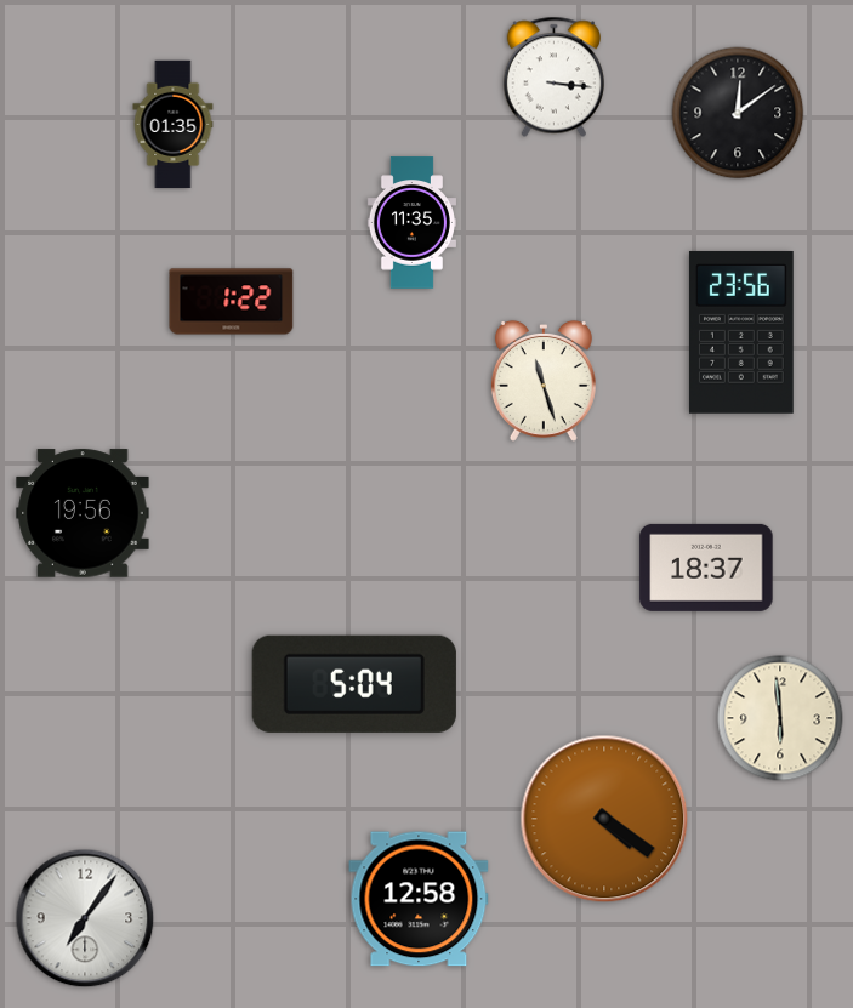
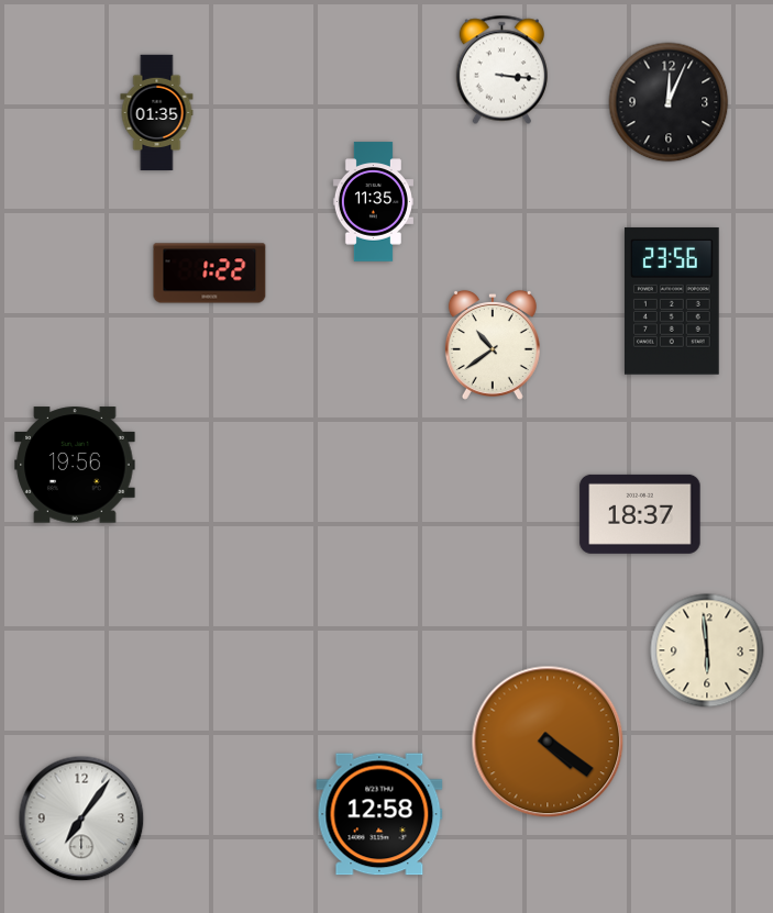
clock at (738, 113): 12:09 -> 12:04
clock at (544, 381): 11:27 -> 10:39
clock at (354, 684): 5:04 -> none
clock at (85, 918) position: (85, 918) -> (81, 819)
